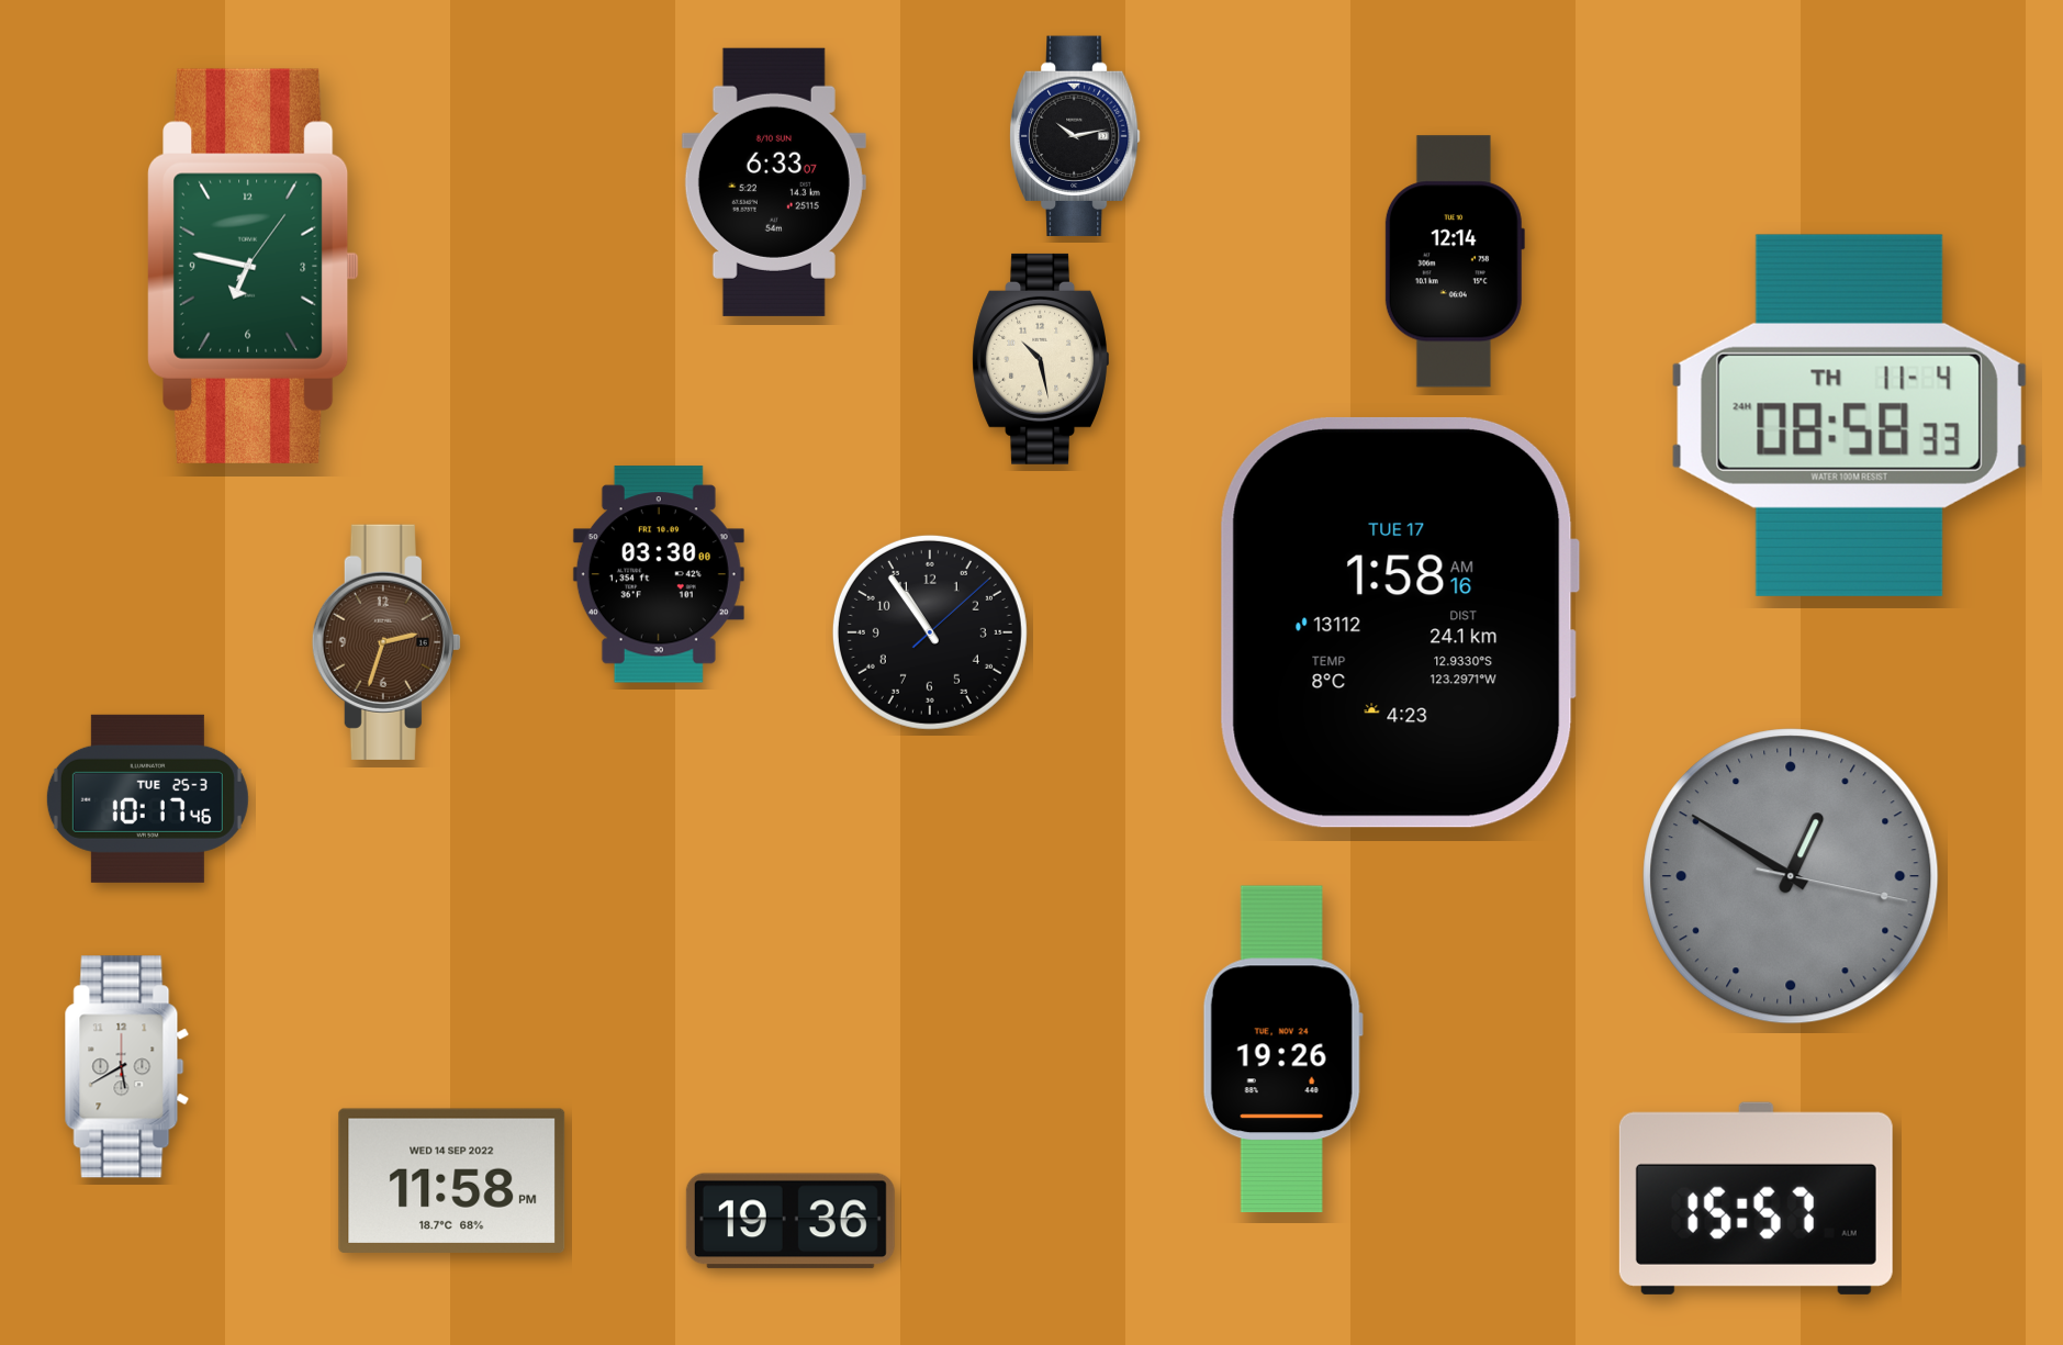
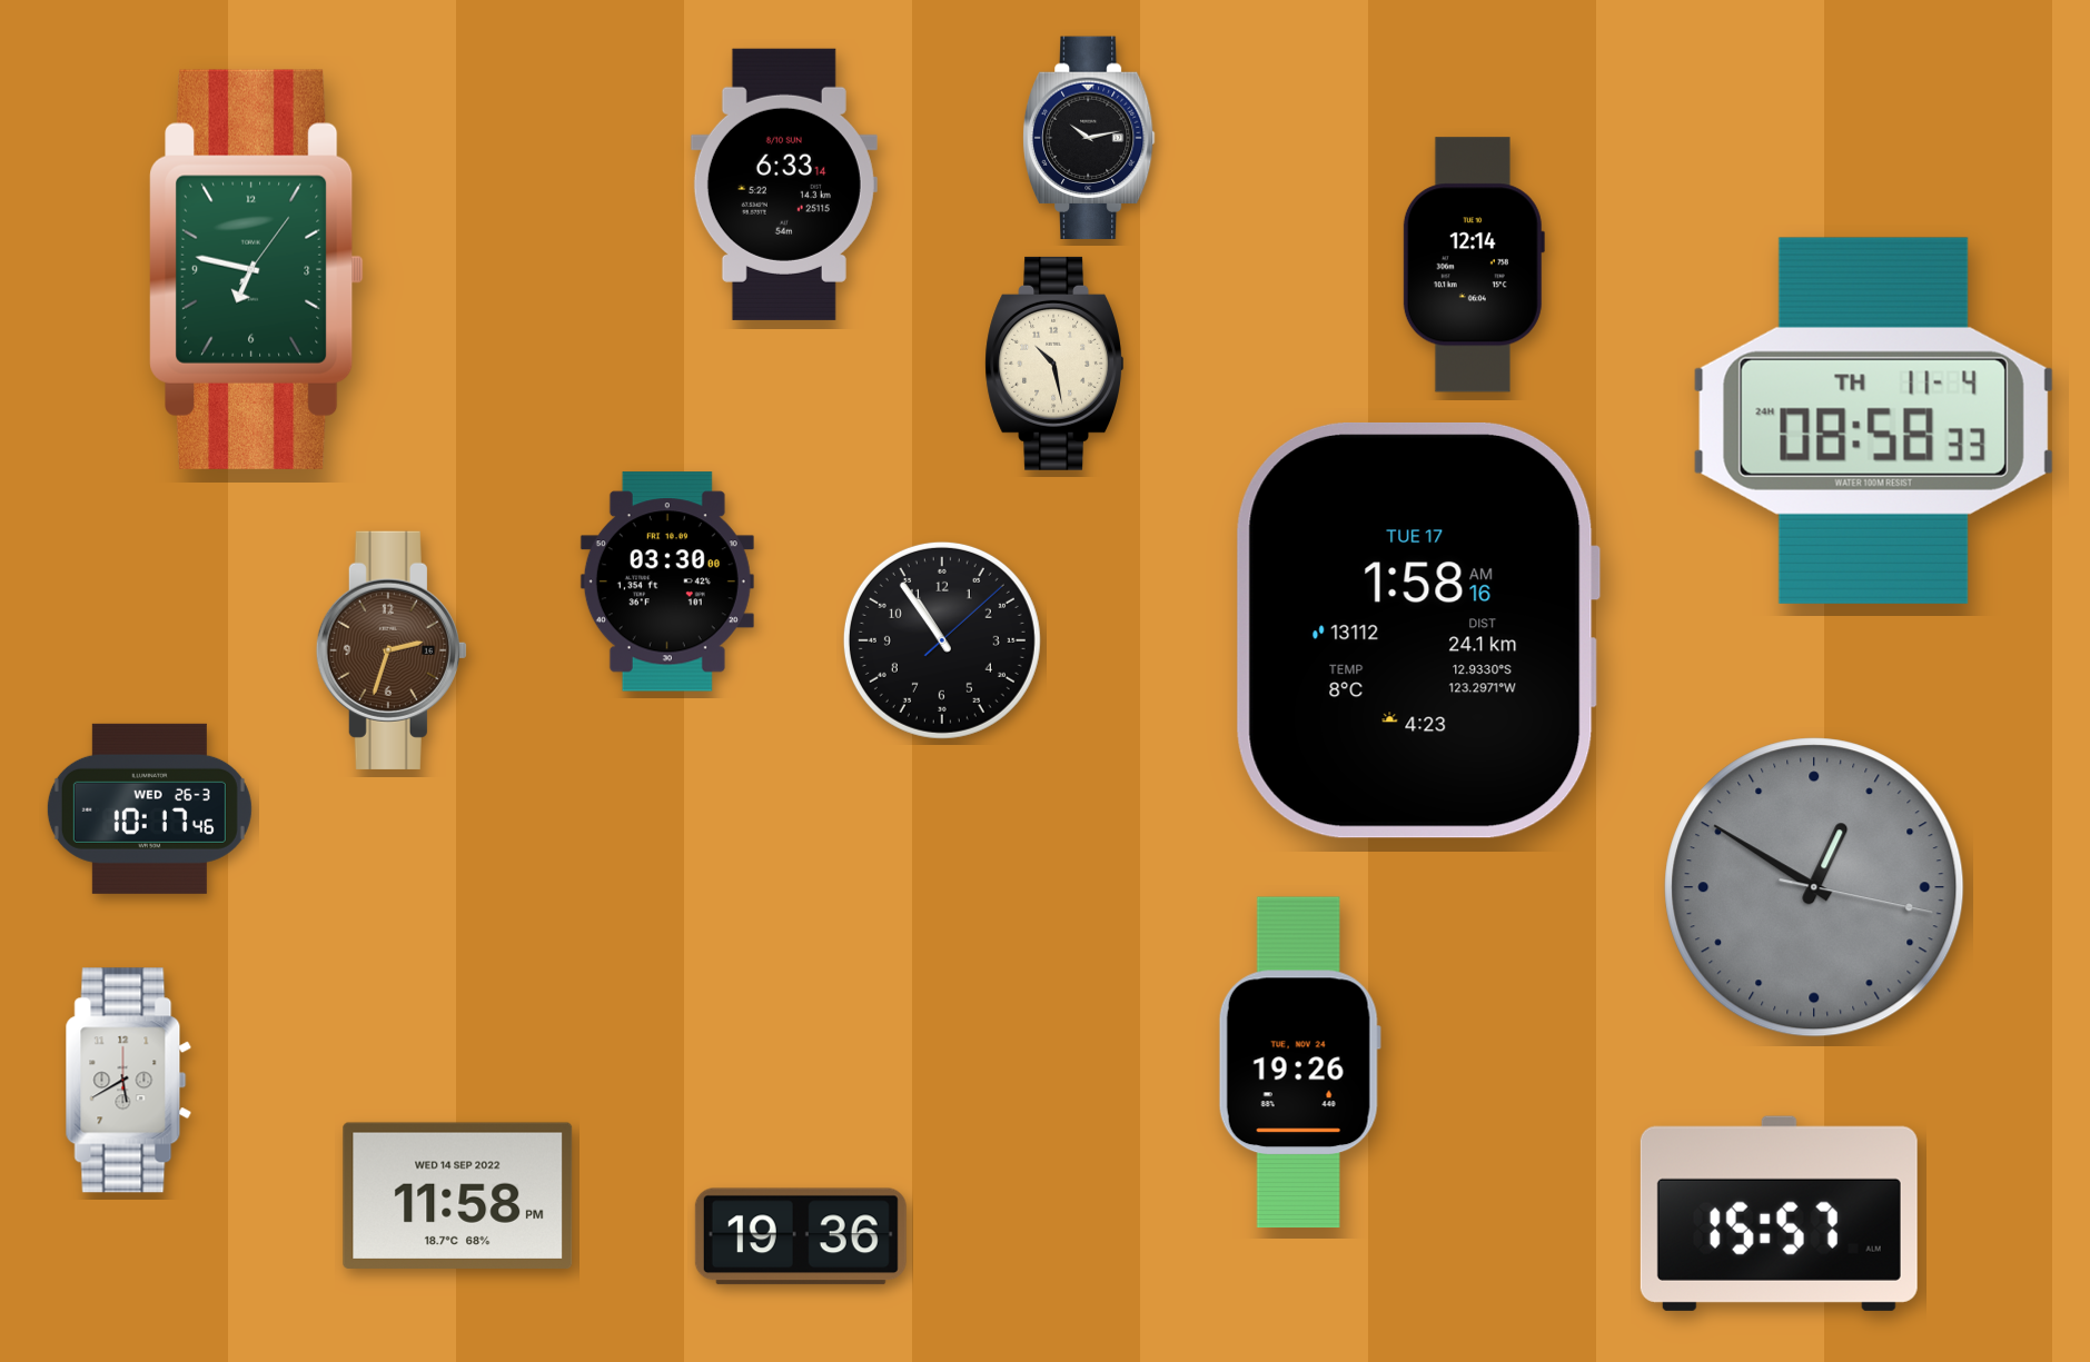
clock at (774, 182): 6:33:07 -> 6:33:14
clock at (147, 798) date: TUE 25-3 -> WED 26-3
